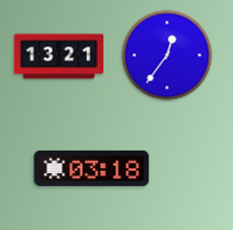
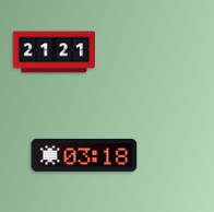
clock at (168, 56): 12:36 -> none
clock at (58, 57): 13:21 -> 21:21
